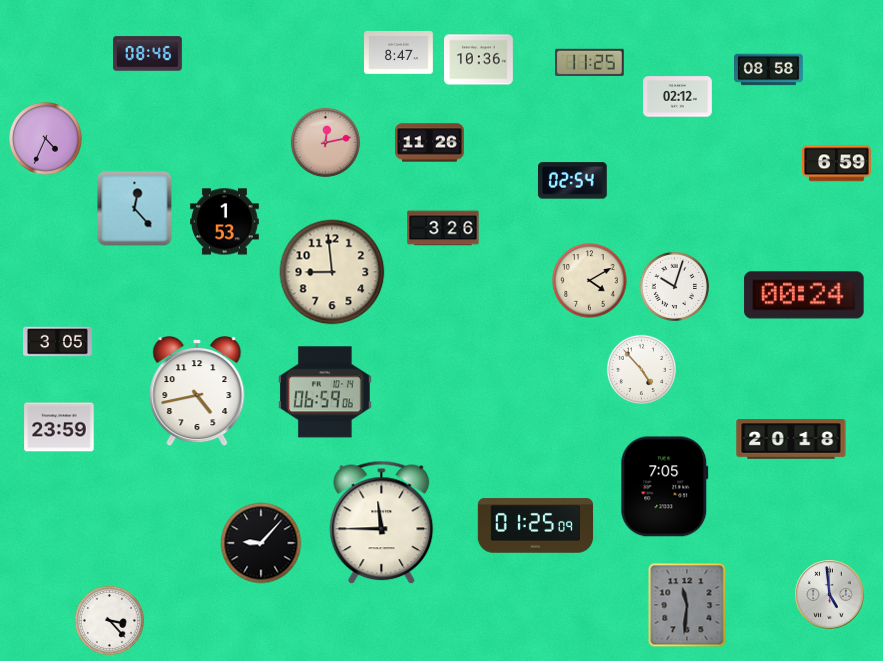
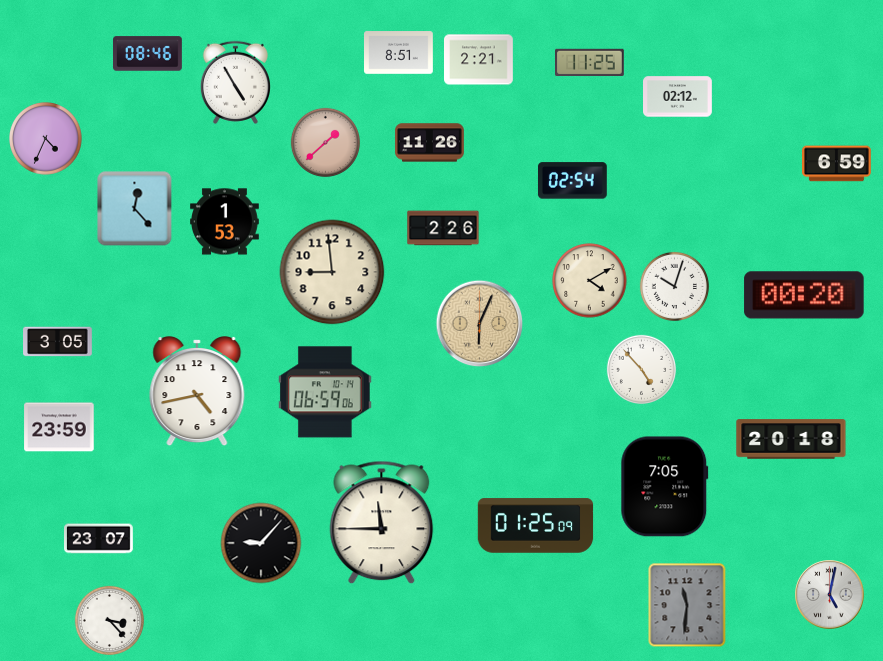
clock at (399, 53): 8:47 -> 8:51
clock at (479, 60): 10:36 -> 2:21
clock at (769, 70): 08:58 -> none
clock at (235, 82): none -> 4:55
clock at (325, 142): 12:13 -> 1:38
clock at (443, 228): 3:26 -> 2:26
clock at (804, 295): 00:24 -> 00:20
clock at (480, 324): none -> 6:04
clock at (99, 539): none -> 23:07
clock at (830, 595): 4:59 -> 5:02
